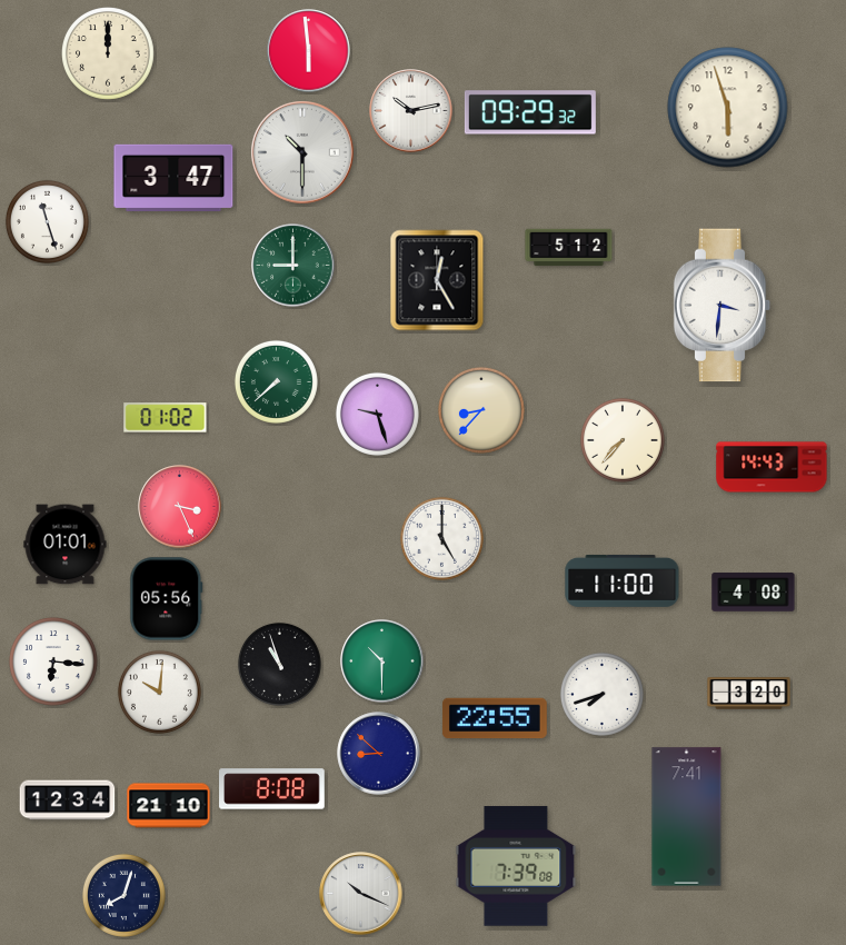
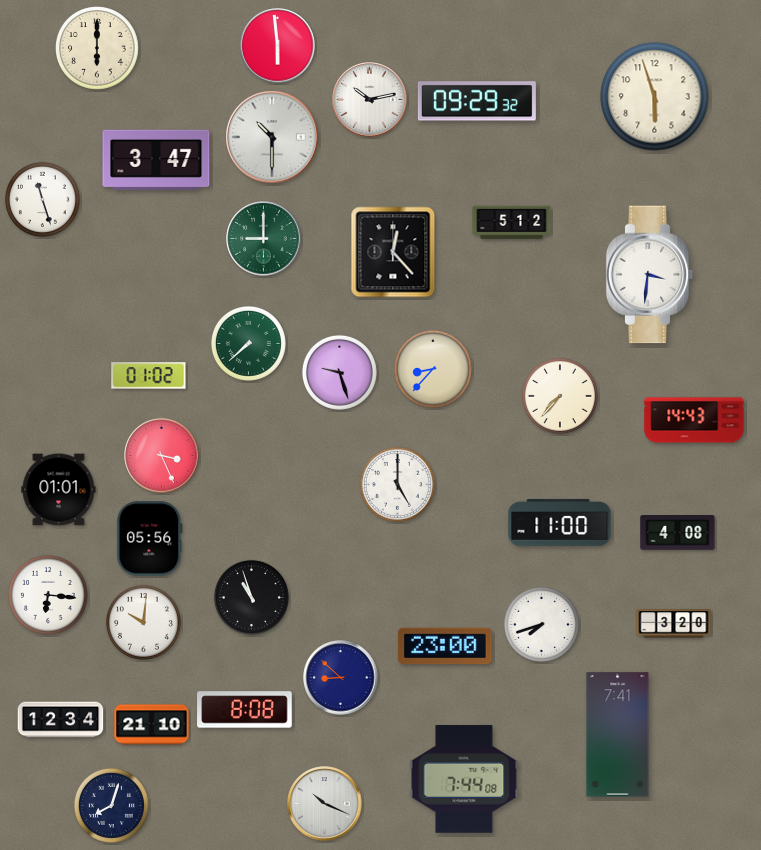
clock at (109, 54): 12:00 -> 6:00
clock at (437, 280): 12:25 -> 12:23
clock at (382, 661): 10:30 -> none
clock at (495, 718): 22:55 -> 23:00
clock at (516, 866): 7:39 -> 7:44
